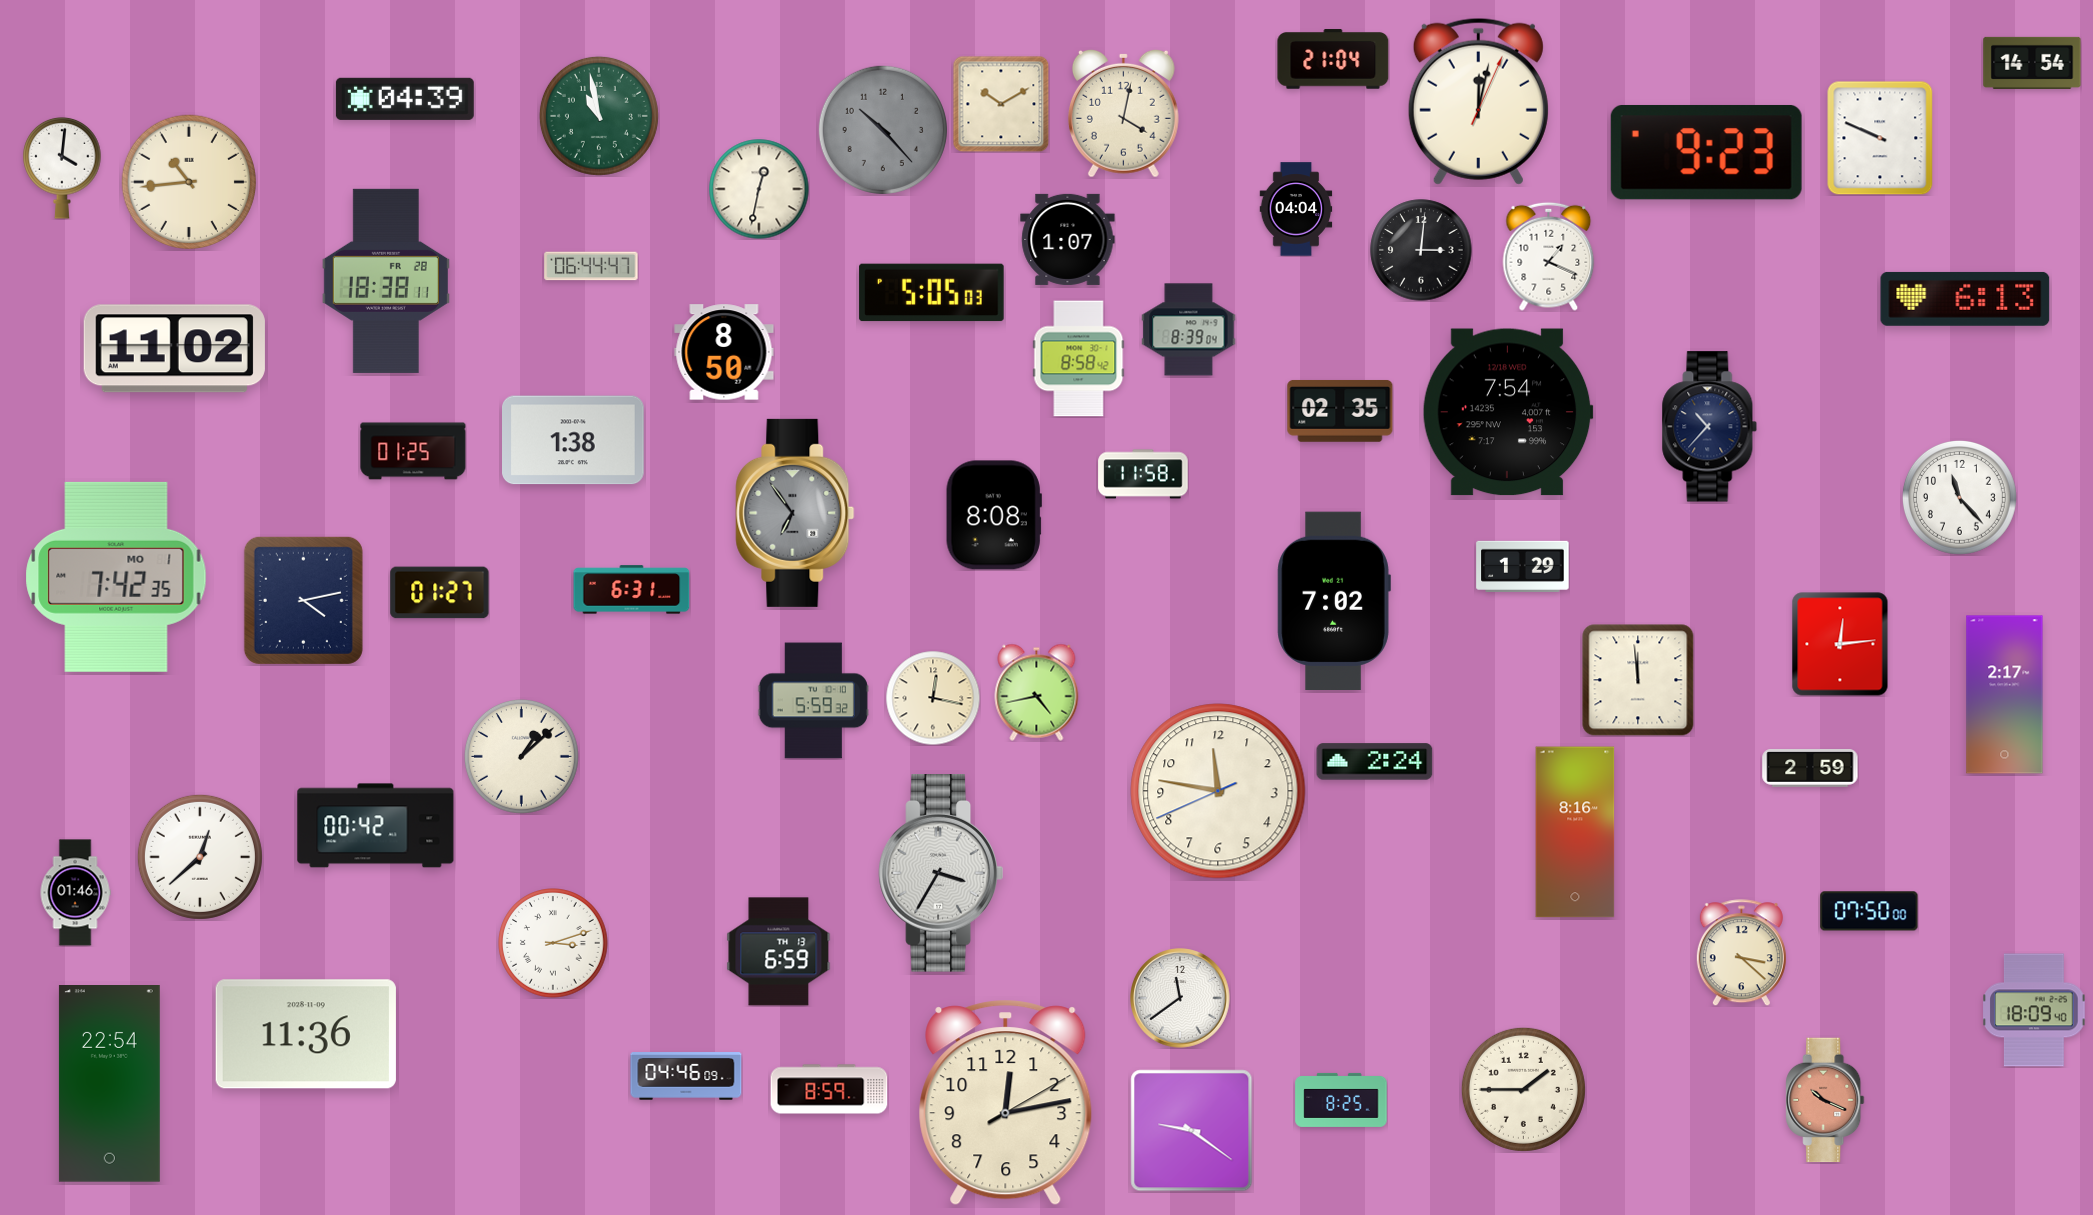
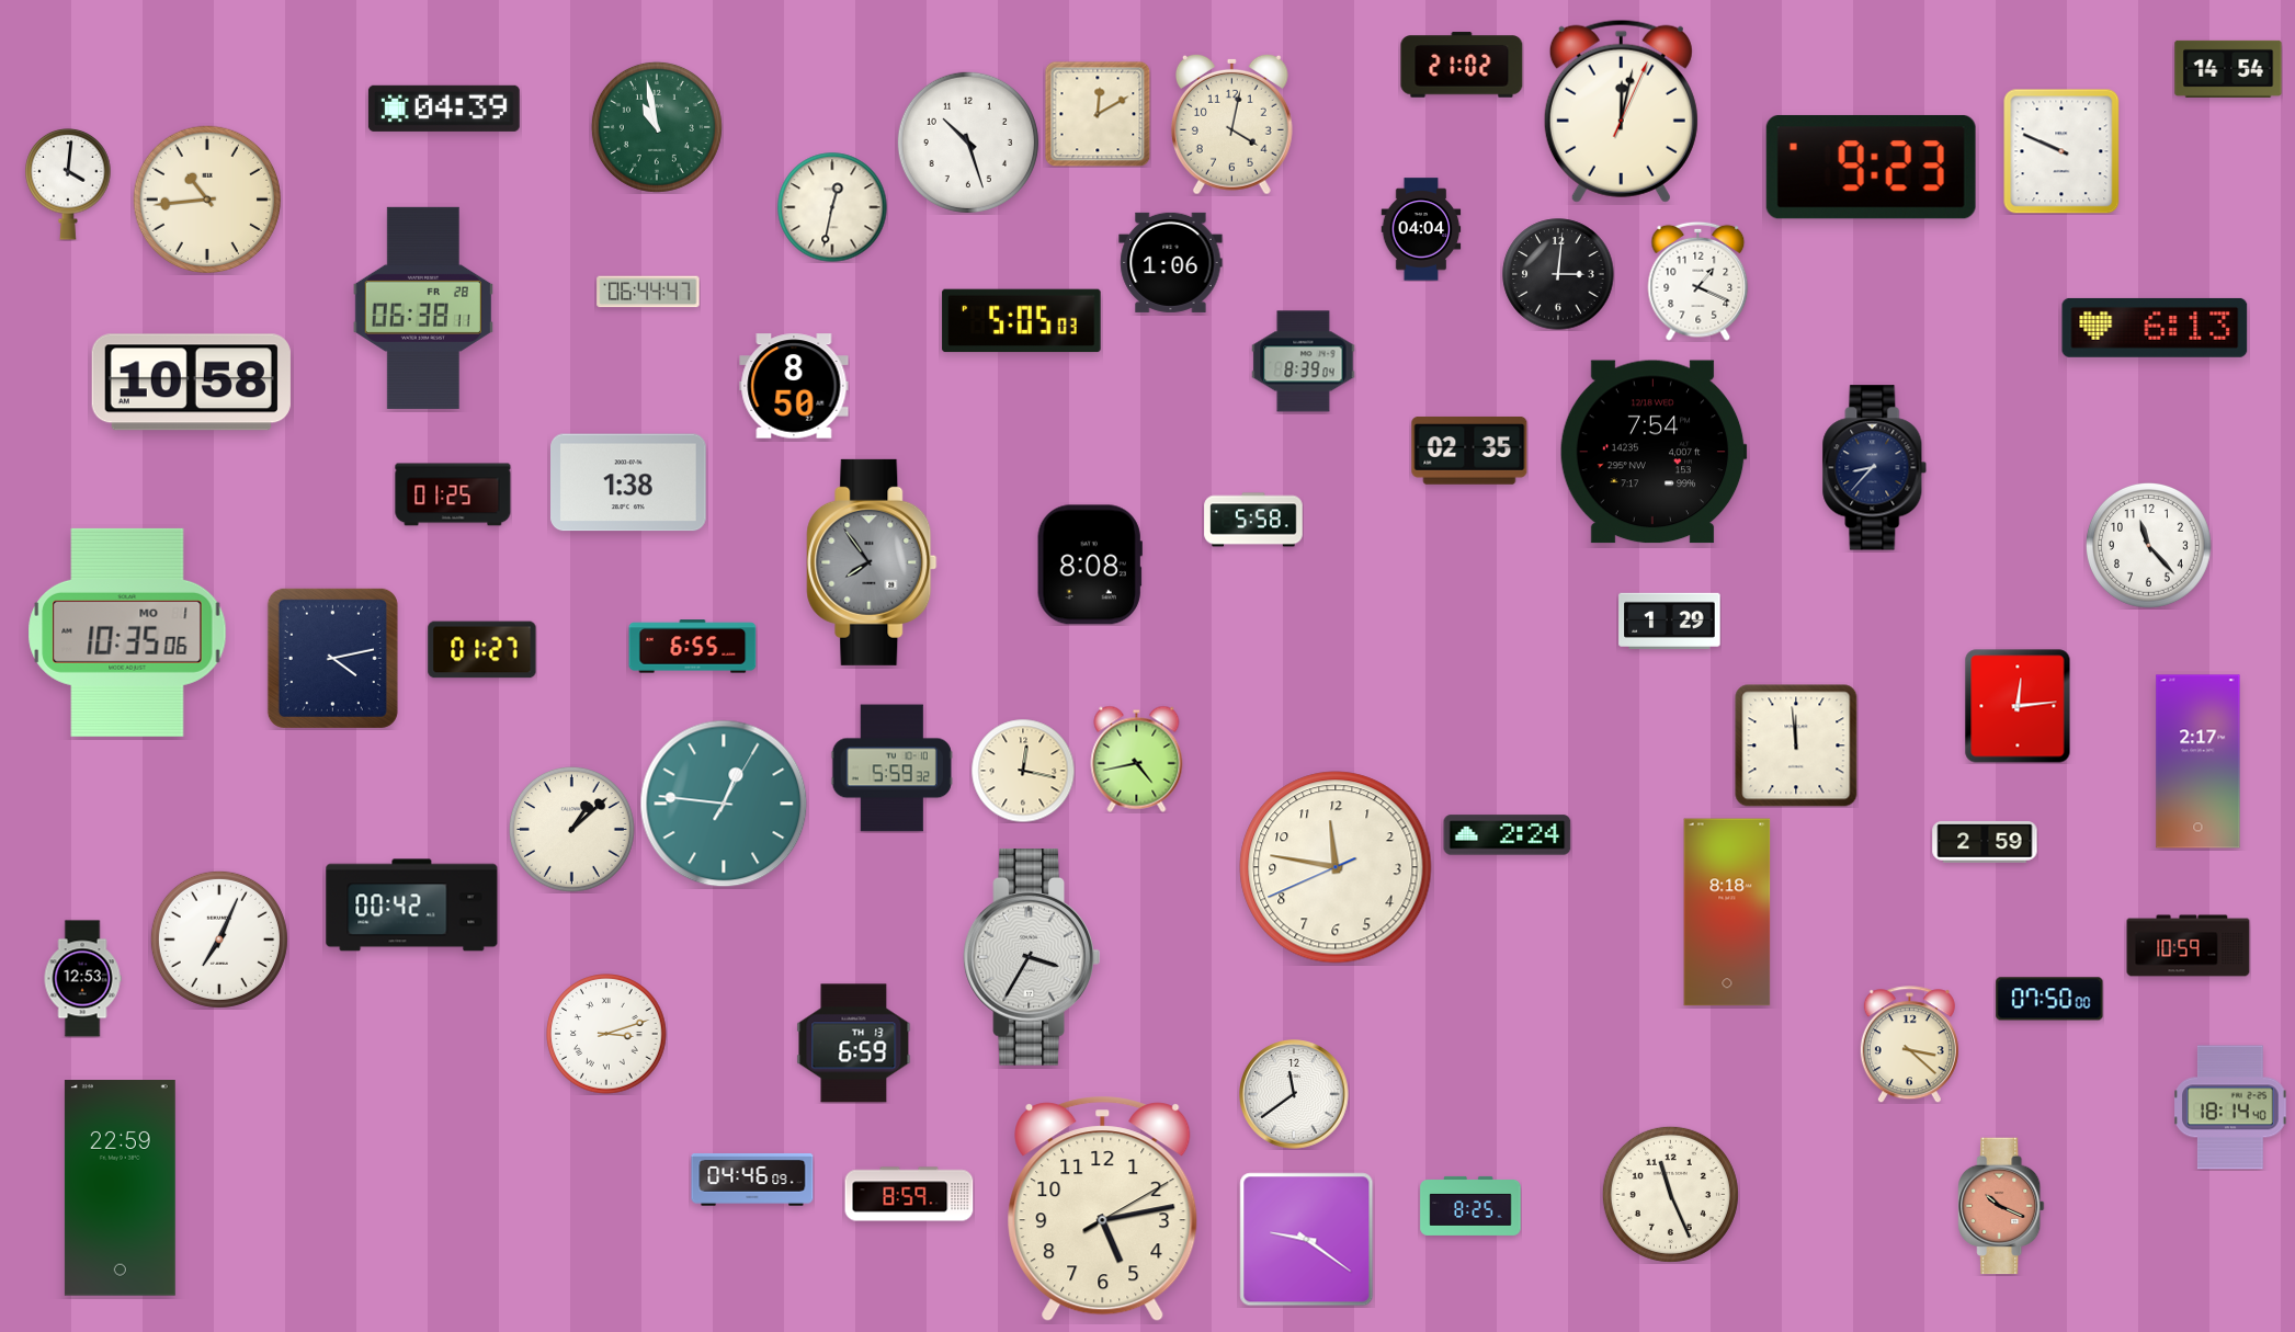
clock at (1333, 59): 21:04 -> 21:02
clock at (1001, 104): 10:10 -> 12:10
clock at (883, 130): 10:23 -> 10:27
clock at (883, 130) dial: grey -> white
clock at (1068, 239): 1:07 -> 1:06
clock at (386, 281): 18:38 -> 06:38
clock at (174, 349): 11:02 -> 10:58
clock at (1079, 359): 8:58 -> none
clock at (1710, 427): 10:37 -> 8:37
clock at (1143, 474): 11:58 -> 5:58
clock at (795, 513): 6:54 -> 7:54
clock at (116, 577): 7:42 -> 10:35
clock at (632, 590): 6:31 -> 6:55
clock at (1334, 600): 7:02 -> none
clock at (933, 698) position: (933, 698) -> (1023, 771)
clock at (724, 804): none -> 12:46
clock at (1575, 832): 8:16 -> 8:18
clock at (200, 857): 12:38 -> 7:04
clock at (2189, 946): none -> 10:59
clock at (75, 893): 01:46 -> 12:53
clock at (2034, 1010): 18:09 -> 18:14
clock at (306, 1034): 11:36 -> none
clock at (109, 1084): 22:54 -> 22:59
clock at (1523, 1089): 1:45 -> 11:26
clock at (1006, 1103): 12:13 -> 5:13
